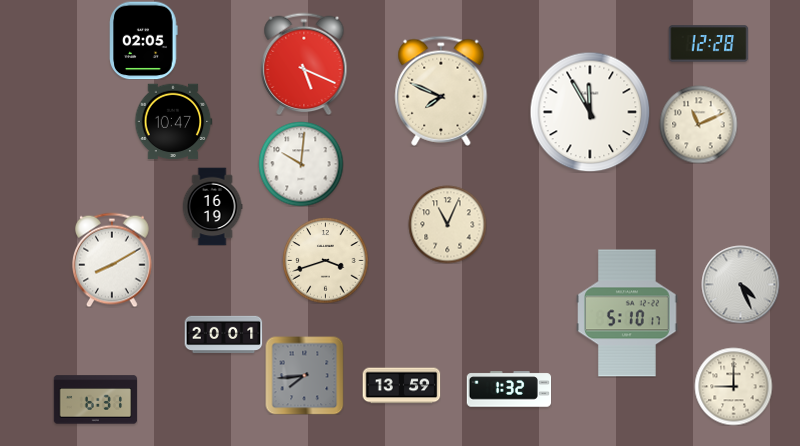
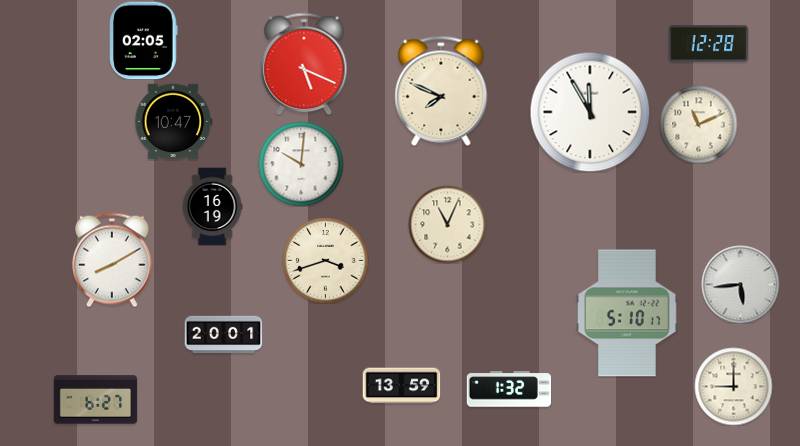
clock at (740, 284): 4:26 -> 5:44
clock at (304, 375): 7:44 -> none
clock at (95, 400): 6:31 -> 6:27
